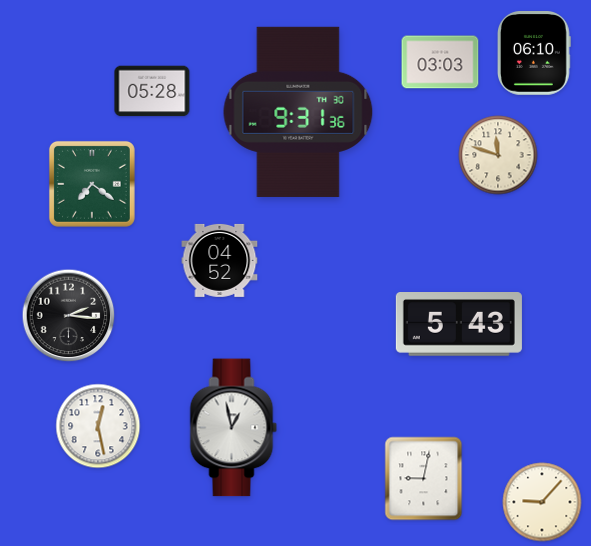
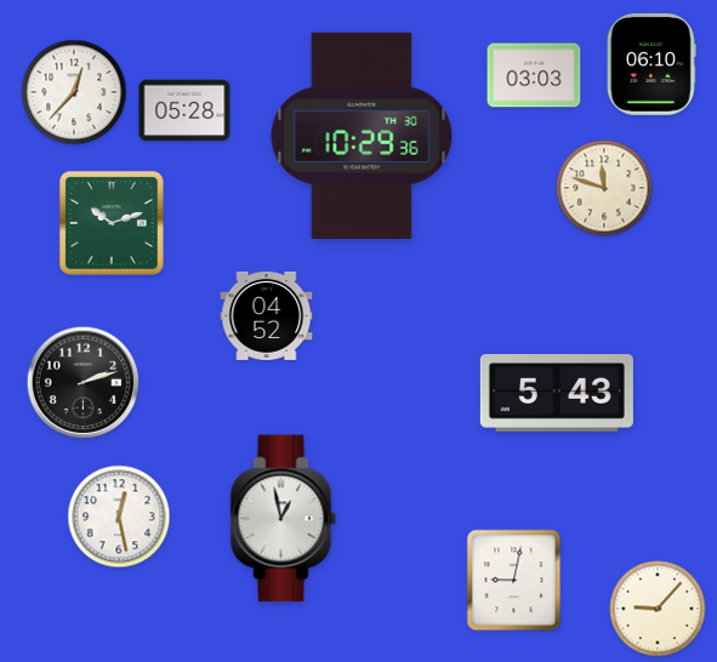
clock at (535, 53) position: (535, 53) -> (653, 64)
clock at (74, 92): none -> 12:37
clock at (298, 112): 9:31 -> 10:29
clock at (92, 184): 7:21 -> 10:12
clock at (69, 316): 2:16 -> 2:12
